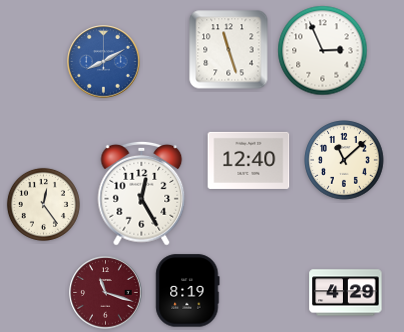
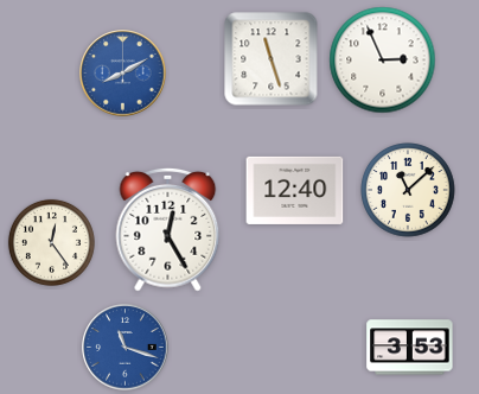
clock at (188, 291): 8:19 -> none
clock at (106, 293) dial: burgundy -> blue
clock at (346, 293): 4:29 -> 3:53
